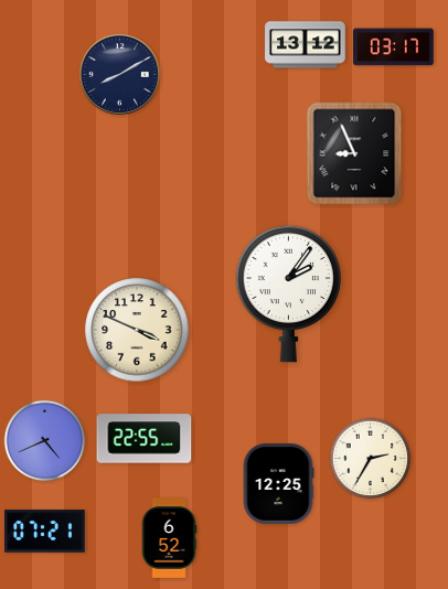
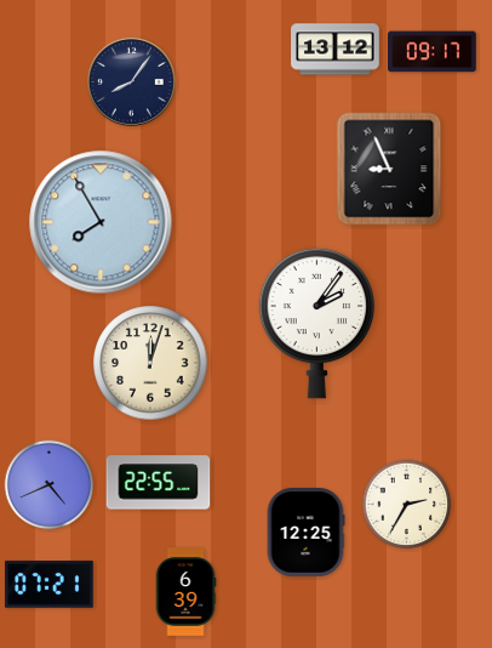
clock at (394, 47): 03:17 -> 09:17
clock at (119, 74): 8:10 -> 8:06
clock at (101, 222): none -> 7:55
clock at (137, 330): 3:49 -> 12:03
clock at (169, 538): 6:52 -> 6:39
